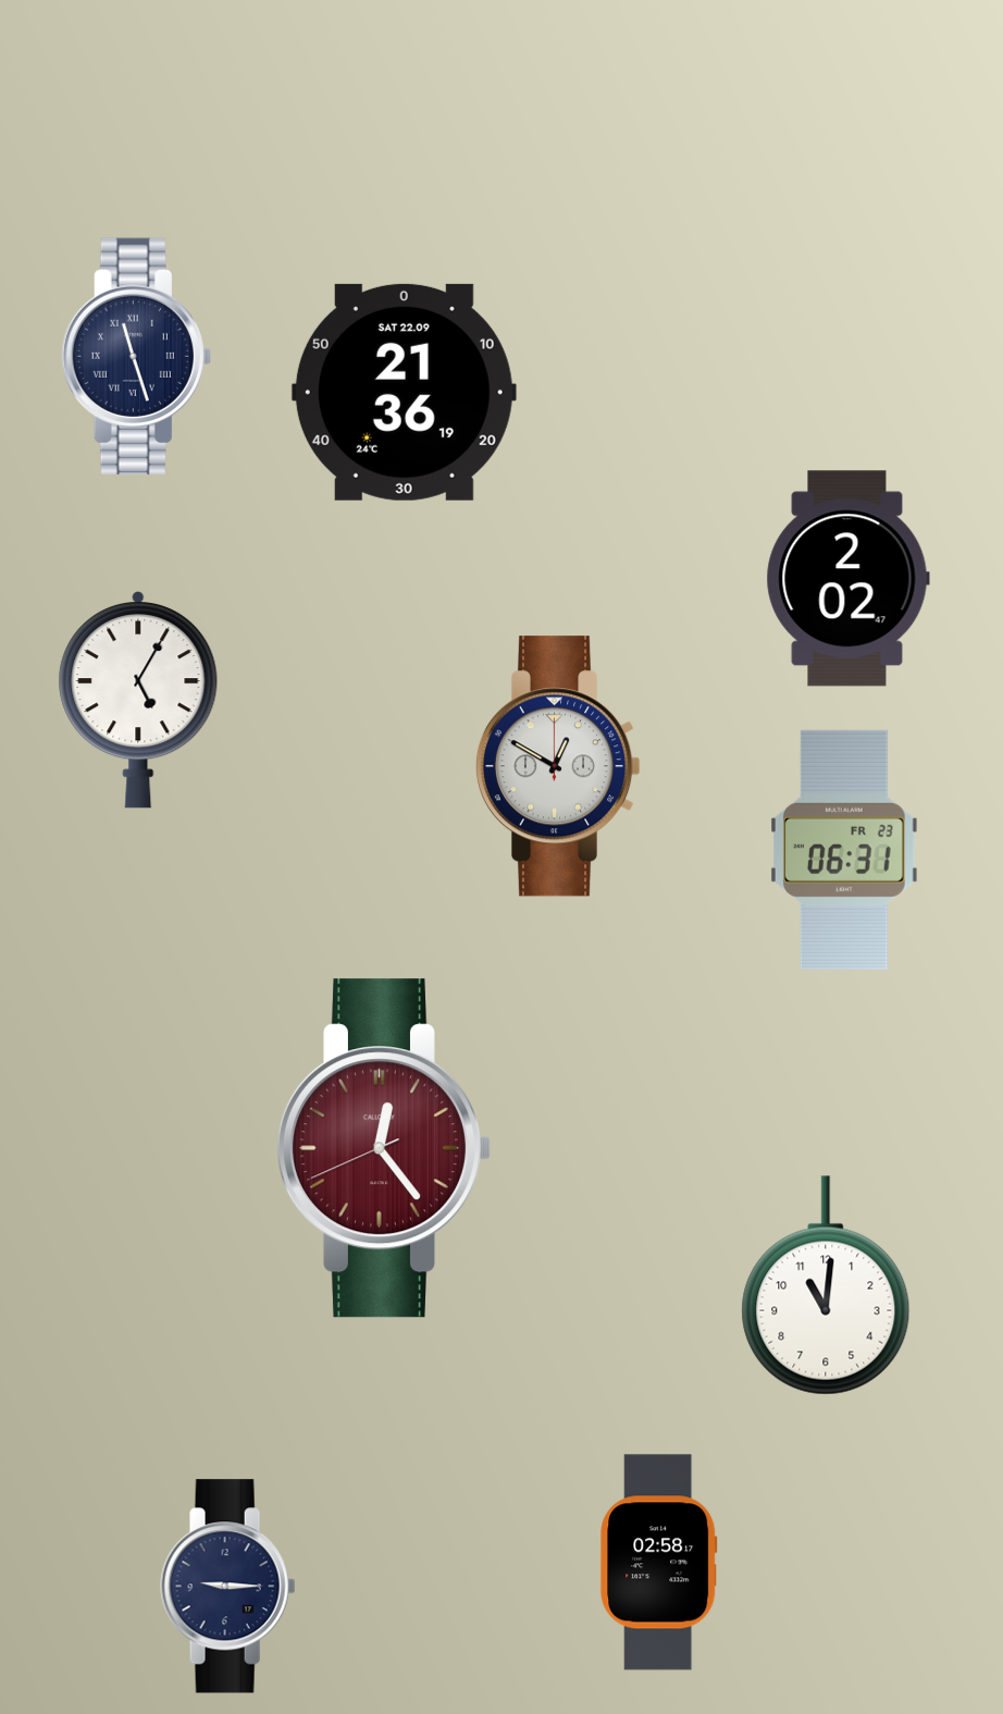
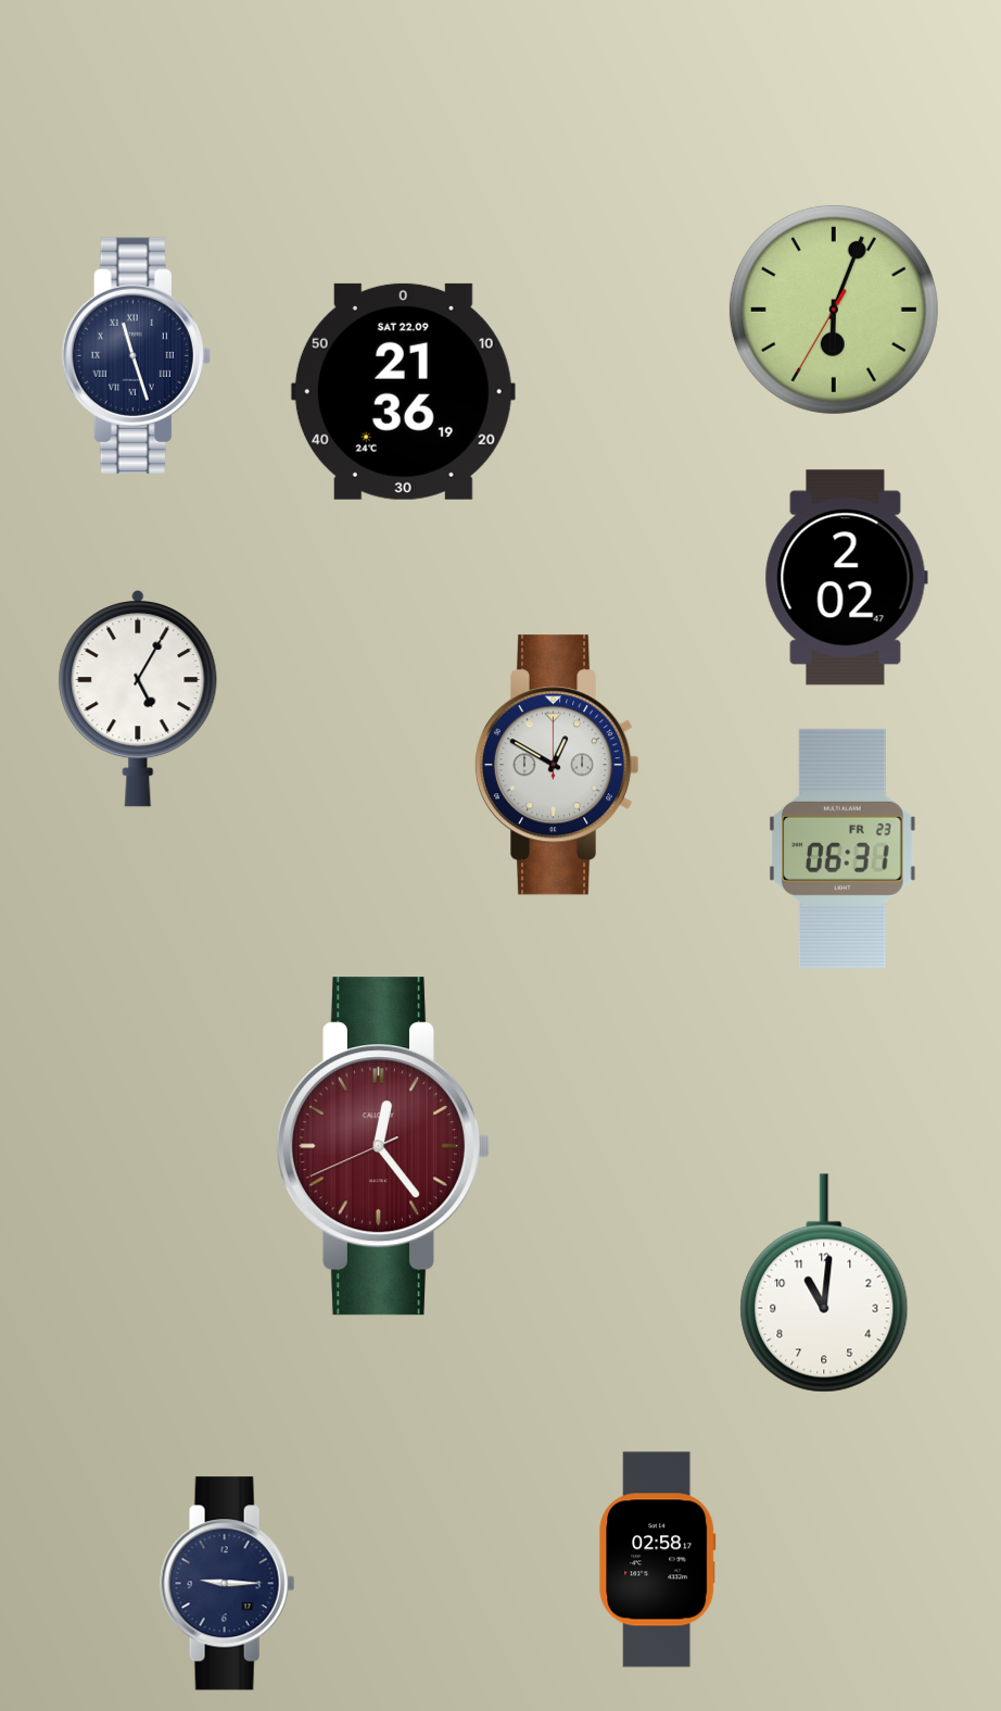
clock at (834, 310): none -> 6:03
